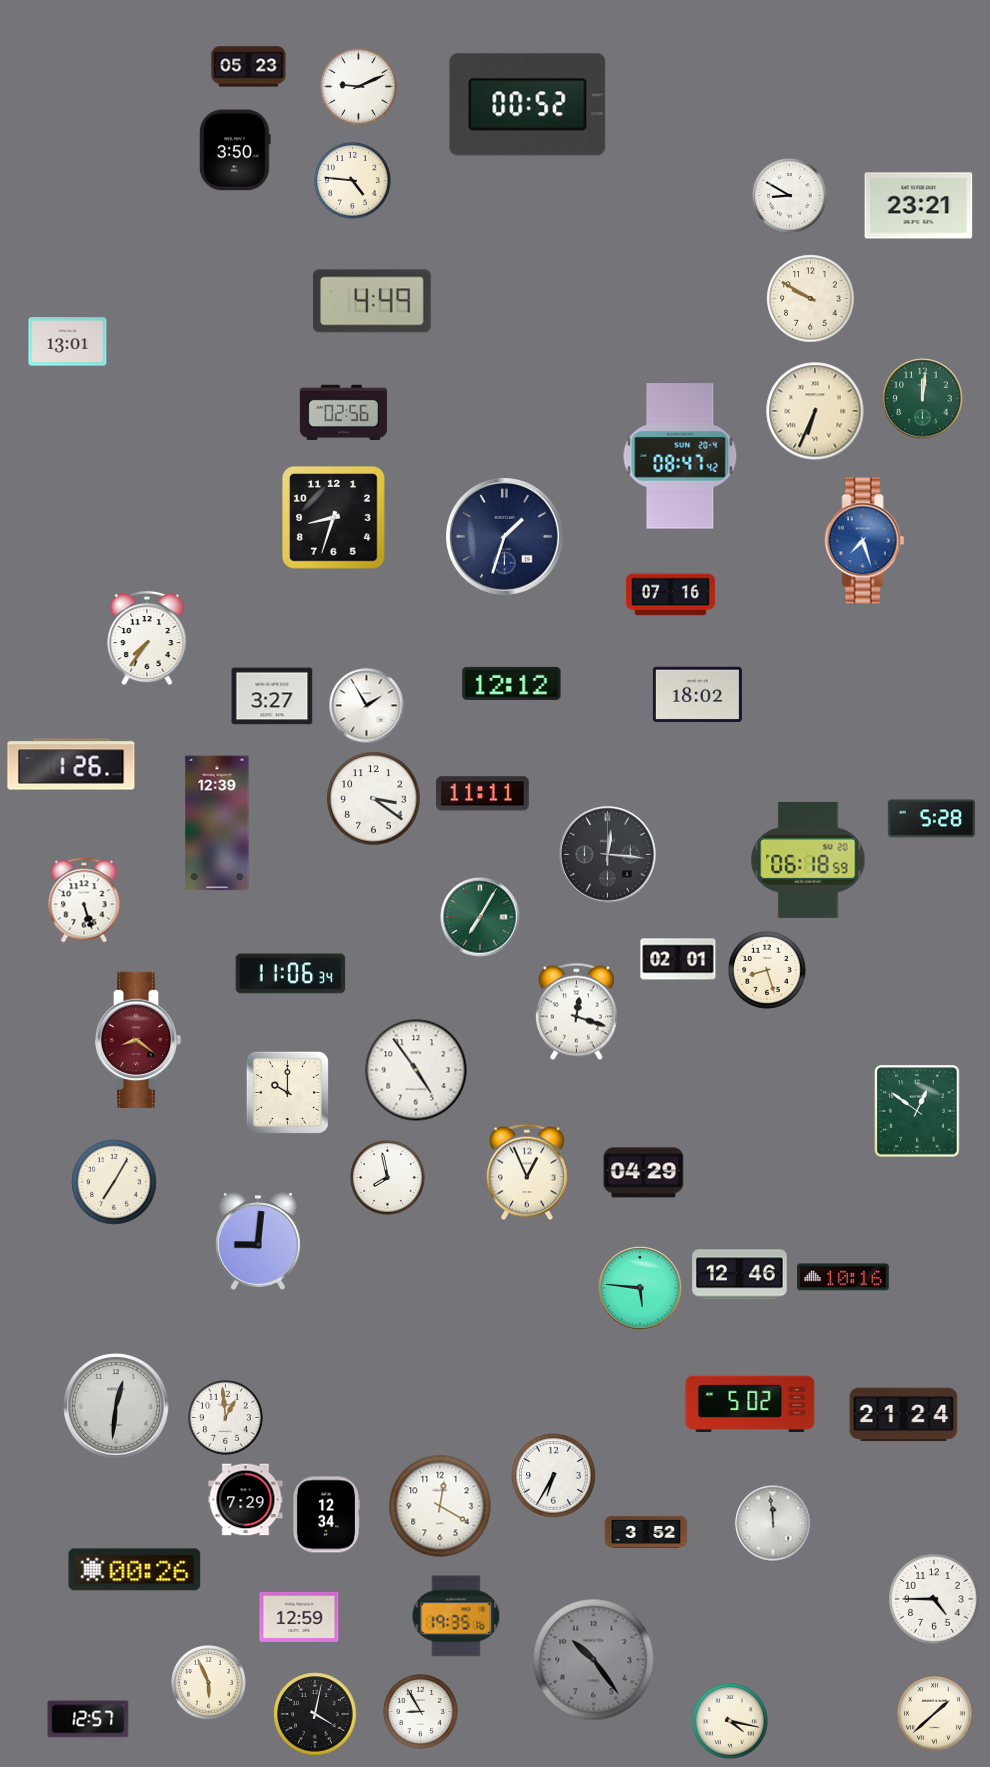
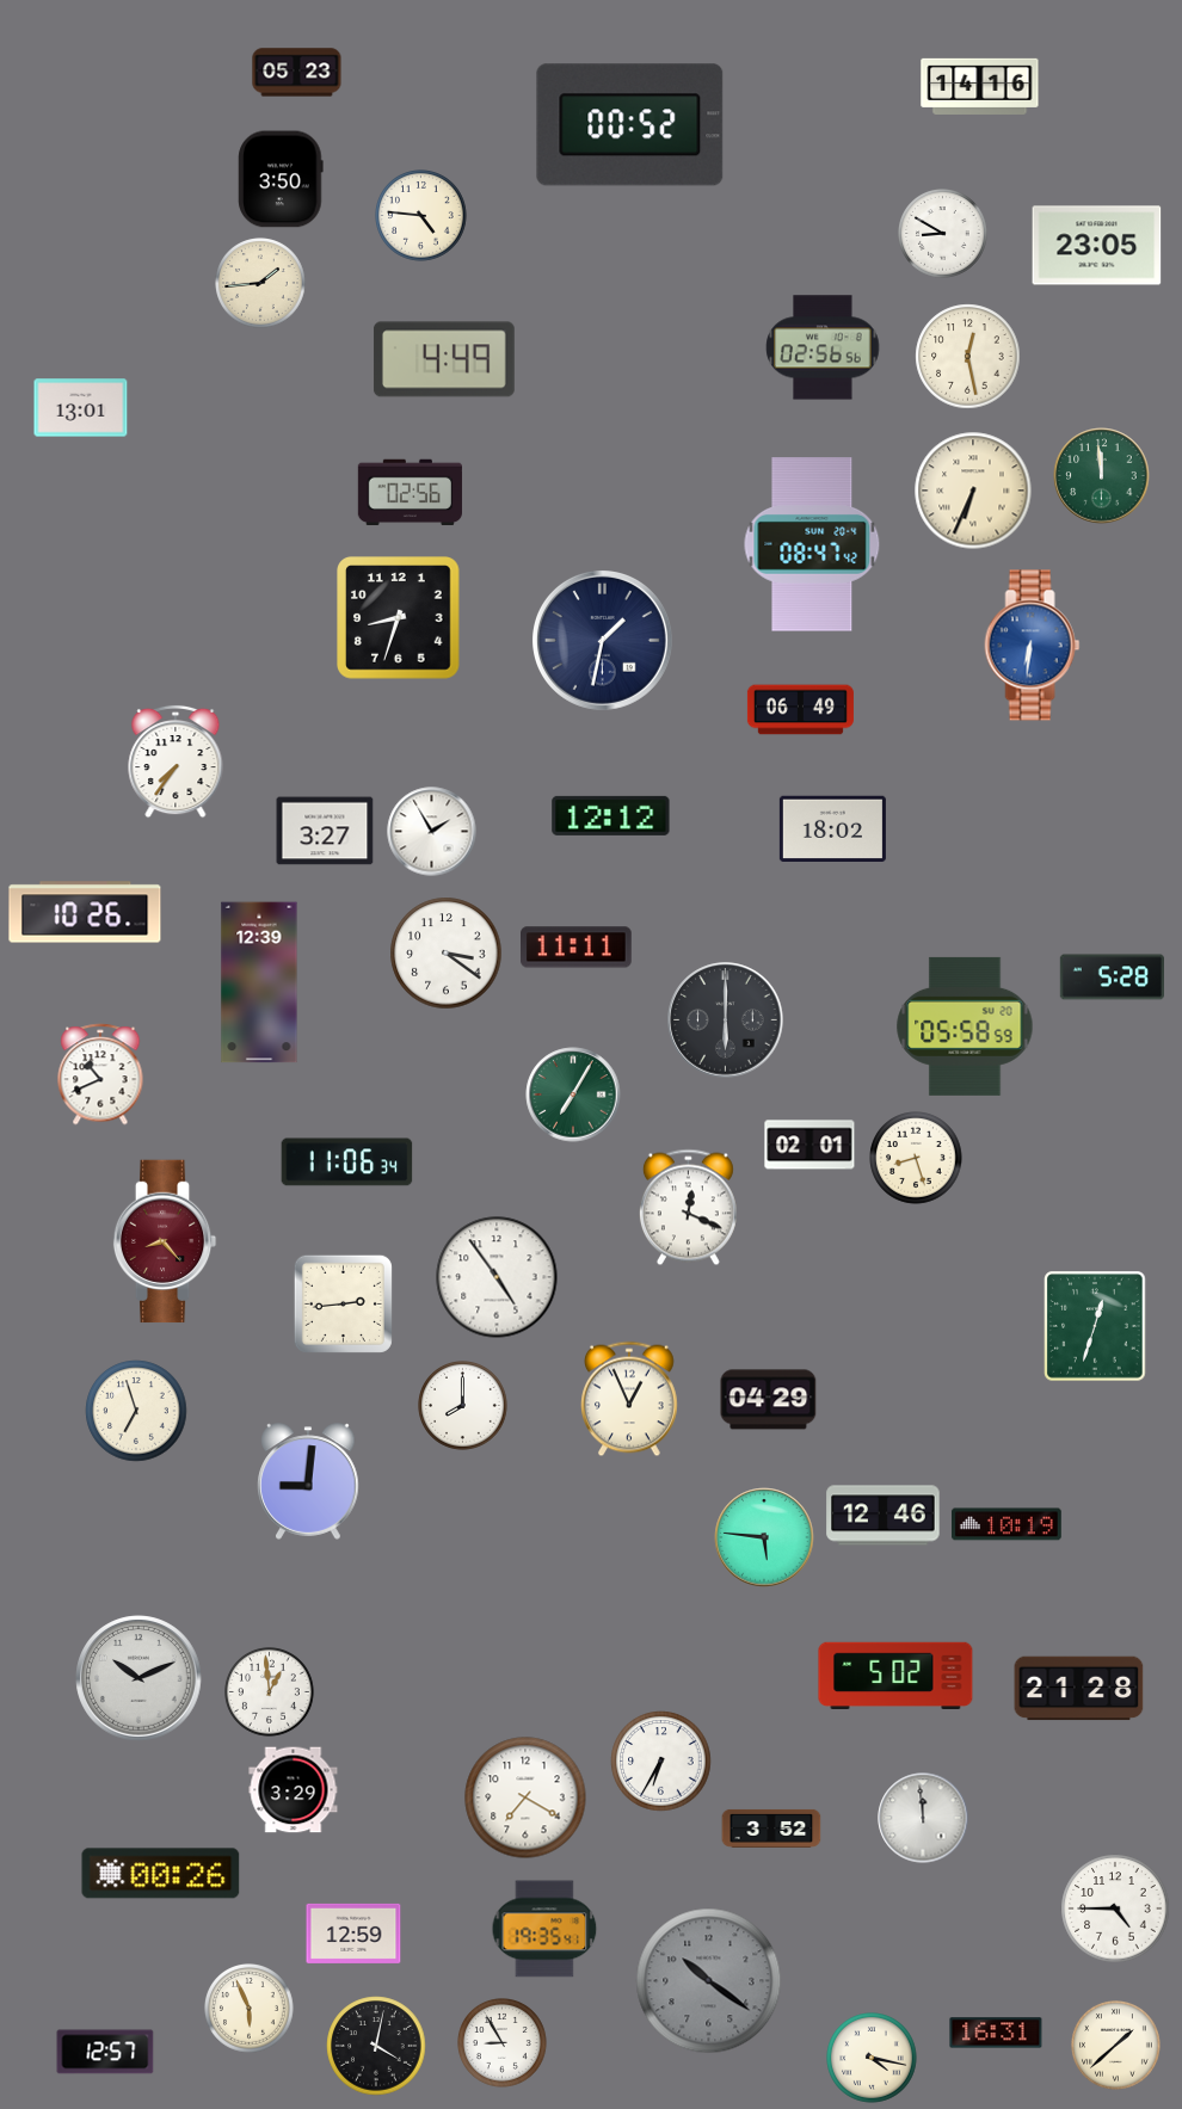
clock at (249, 67) position: (249, 67) -> (297, 73)
clock at (980, 86): none -> 14:16
clock at (359, 87): 9:11 -> none
clock at (919, 206): 23:21 -> 23:05
clock at (260, 283): none -> 1:44
clock at (823, 347): none -> 02:56
clock at (811, 299): 9:50 -> 12:28
clock at (923, 399): 12:01 -> 11:59
clock at (505, 537): 1:33 -> 1:32
clock at (865, 541): 7:27 -> 6:31
clock at (670, 595): 07:16 -> 06:49
clock at (367, 706) position: (367, 706) -> (432, 832)
clock at (71, 764): 1:26 -> 10:26
clock at (608, 855): 12:16 -> 6:00
clock at (808, 860): 06:18 -> 05:58
clock at (84, 900): 5:27 -> 10:41
clock at (576, 1012): 12:18 -> 12:19
clock at (138, 1040): 8:21 -> 8:23
clock at (287, 1092): 10:00 -> 2:44
clock at (917, 1111): 12:51 -> 12:33
clock at (388, 1178): 7:58 -> 8:00
clock at (114, 1182): 7:05 -> 6:57
clock at (740, 1275) position: (740, 1275) -> (884, 1516)
clock at (844, 1277): 10:16 -> 10:19
clock at (116, 1406): 12:31 -> 10:11
clock at (904, 1415): 21:24 -> 21:28
clock at (246, 1500): 7:29 -> 3:29
clock at (440, 1506): 12:20 -> 7:20
clock at (325, 1515): 12:34 -> none
clock at (456, 1616): 19:35:16 -> 19:35:41
clock at (299, 1617) position: (299, 1617) -> (353, 1934)
clock at (594, 1660): 10:24 -> 10:21
clock at (996, 2033): none -> 16:31
clock at (730, 1721) position: (730, 1721) -> (872, 2058)
